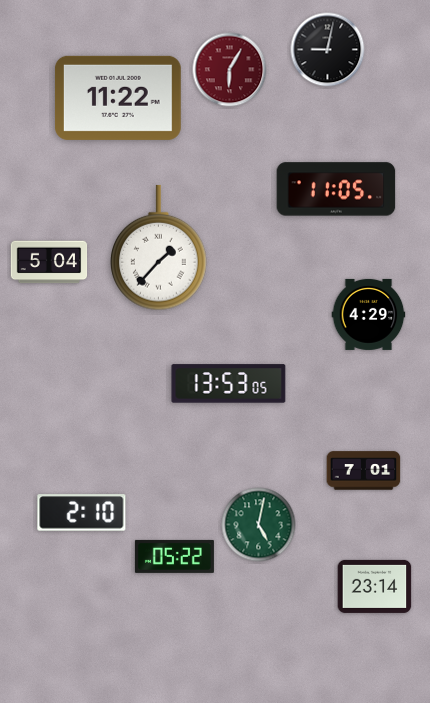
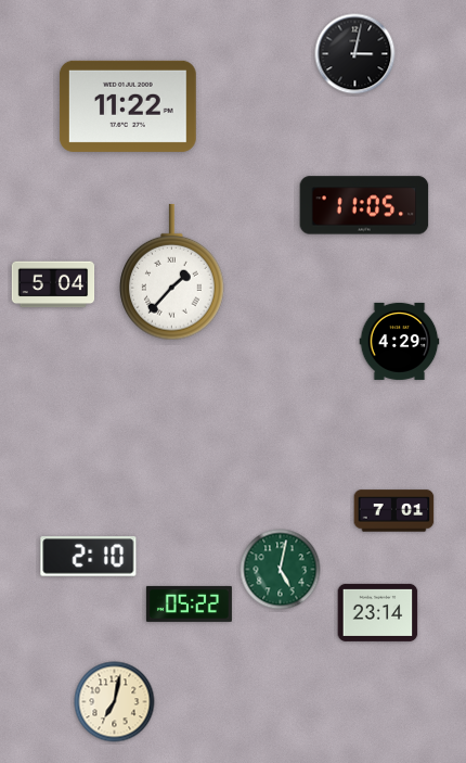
clock at (328, 50): 9:02 -> 3:02
clock at (230, 70): 6:05 -> none
clock at (159, 248) position: (159, 248) -> (172, 272)
clock at (229, 384): 13:53 -> none
clock at (375, 586) position: (375, 586) -> (378, 612)
clock at (115, 702): none -> 7:02
